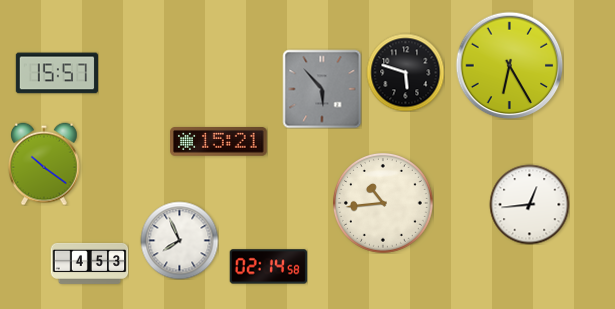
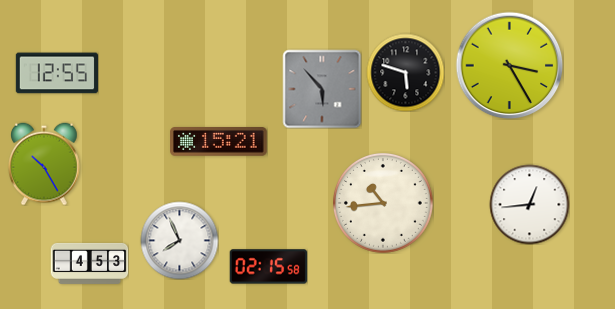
clock at (509, 65): 6:25 -> 3:25
clock at (56, 73): 15:57 -> 12:55
clock at (45, 164): 10:21 -> 10:25
clock at (268, 267): 02:14 -> 02:15
